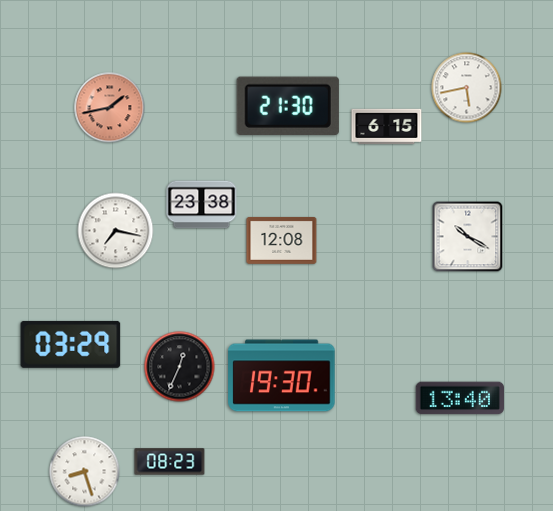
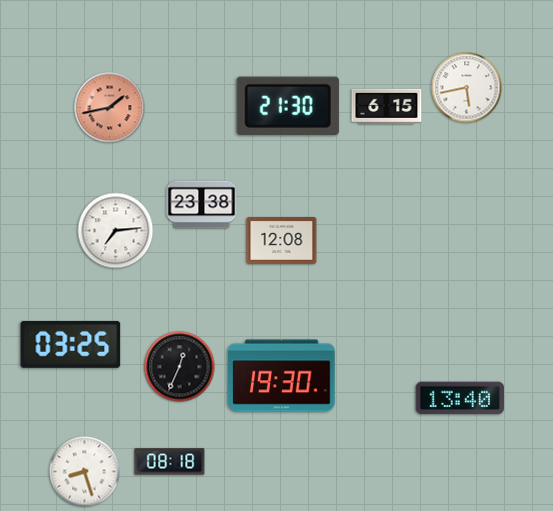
clock at (387, 126) position: (387, 126) -> (387, 106)
clock at (116, 231): 7:17 -> 7:14
clock at (468, 237): 10:20 -> none
clock at (71, 344): 03:29 -> 03:25
clock at (170, 462): 08:23 -> 08:18
